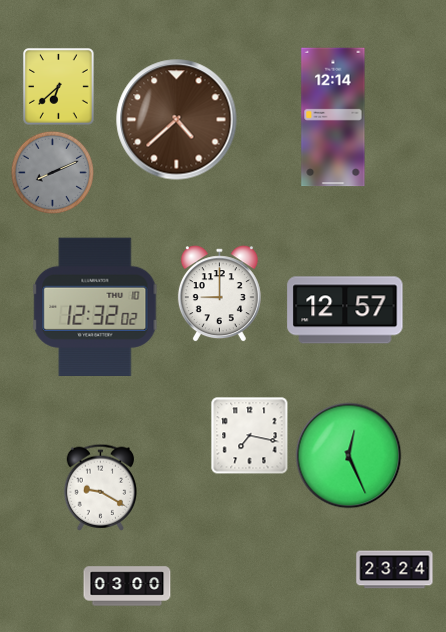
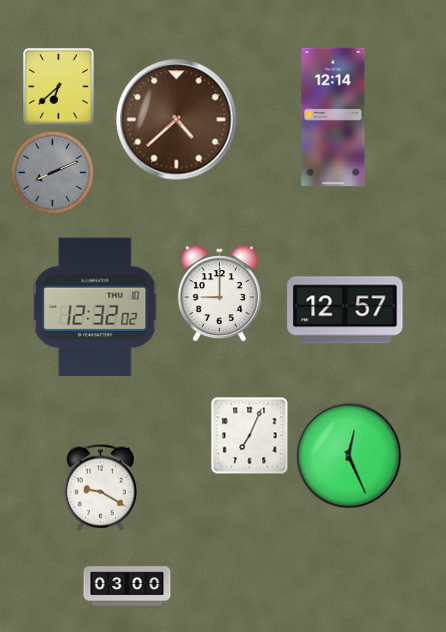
clock at (249, 435): 7:17 -> 7:04
clock at (395, 570): 23:24 -> none
